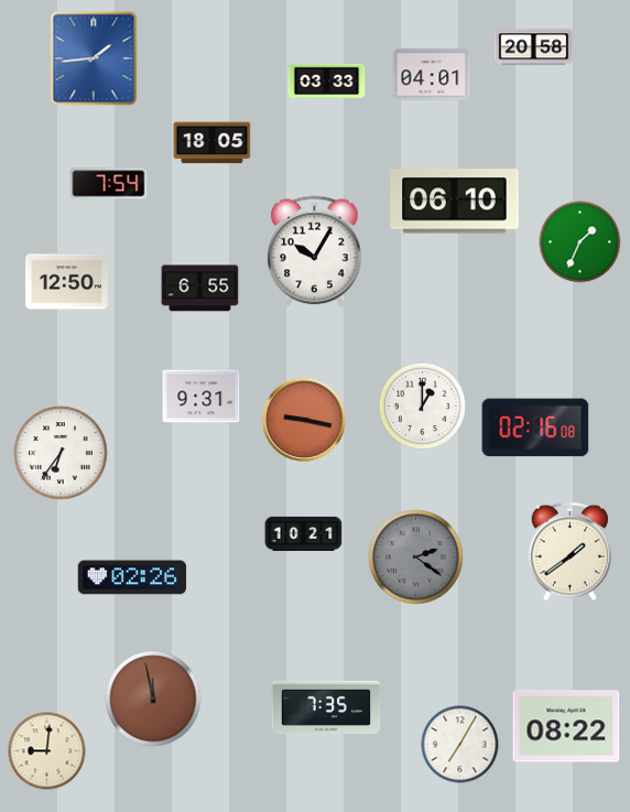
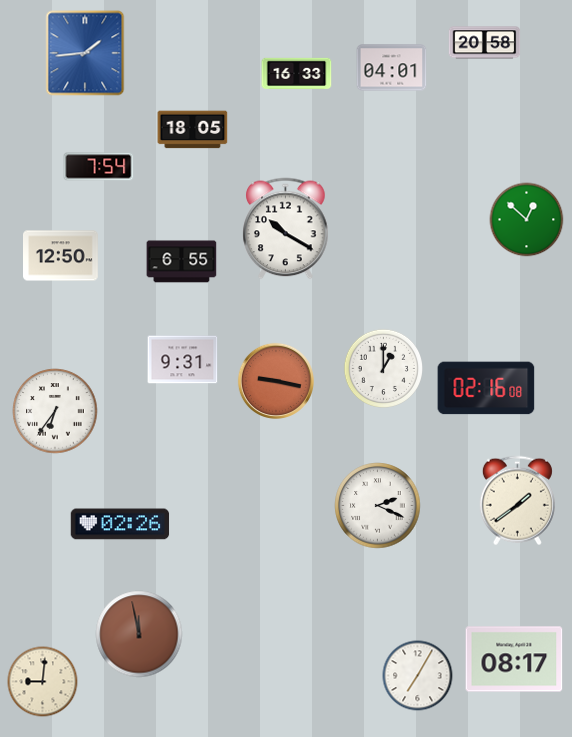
clock at (327, 80): 03:33 -> 16:33
clock at (455, 202): 06:10 -> none
clock at (580, 242): 1:34 -> 12:52
clock at (315, 252): 10:05 -> 10:20
clock at (304, 533): 10:21 -> none
clock at (416, 557): 2:21 -> 2:19
clock at (416, 557) dial: grey -> white
clock at (326, 707): 7:35 -> none
clock at (566, 726): 08:22 -> 08:17
